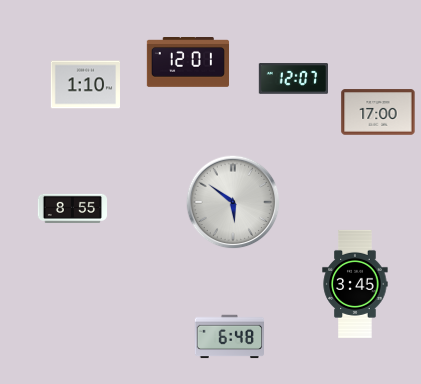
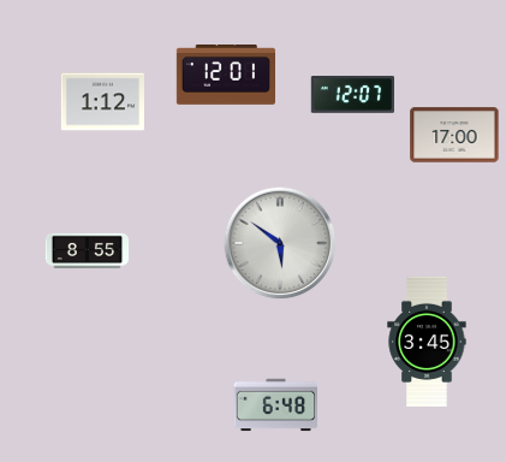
clock at (85, 85): 1:10 -> 1:12
